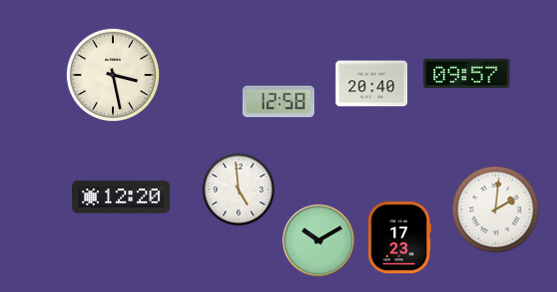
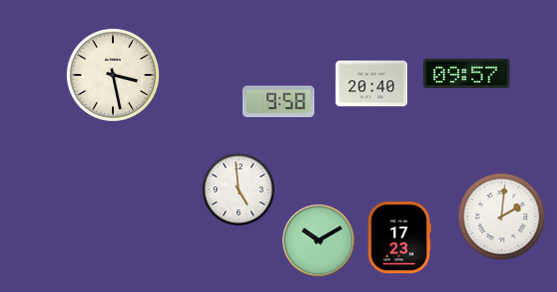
clock at (279, 102): 12:58 -> 9:58
clock at (122, 197): 12:20 -> none
clock at (496, 210) position: (496, 210) -> (502, 217)
